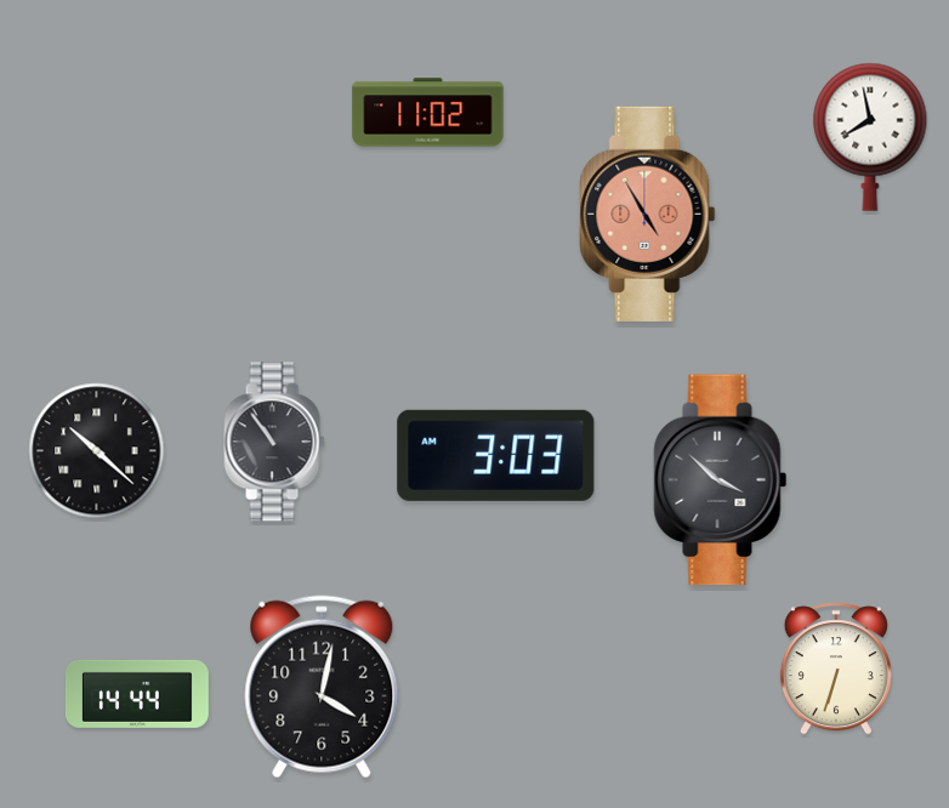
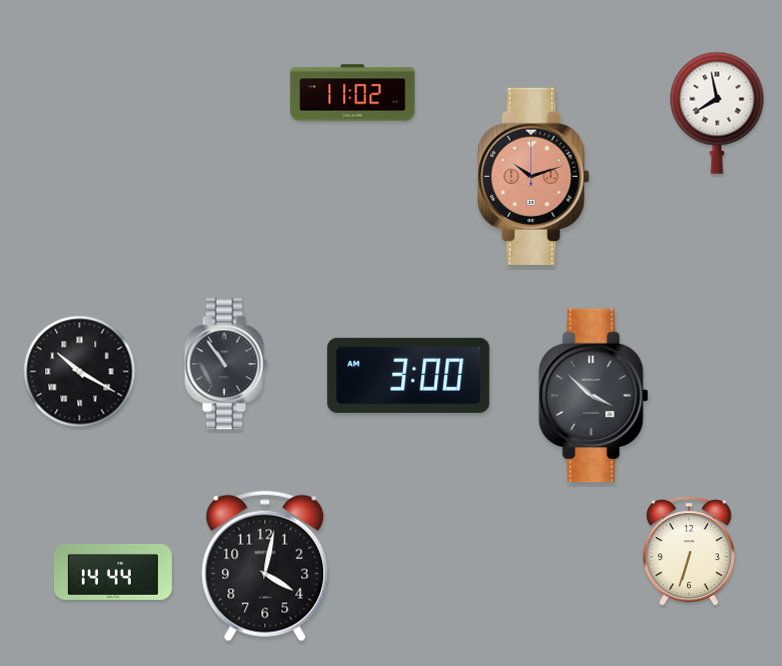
clock at (648, 214): 4:55 -> 10:12
clock at (97, 451): 10:22 -> 10:20
clock at (496, 455): 3:03 -> 3:00
